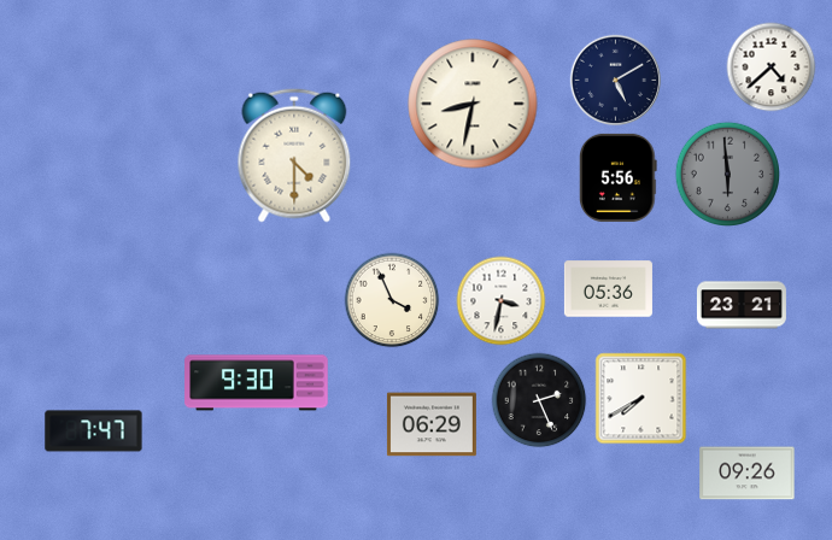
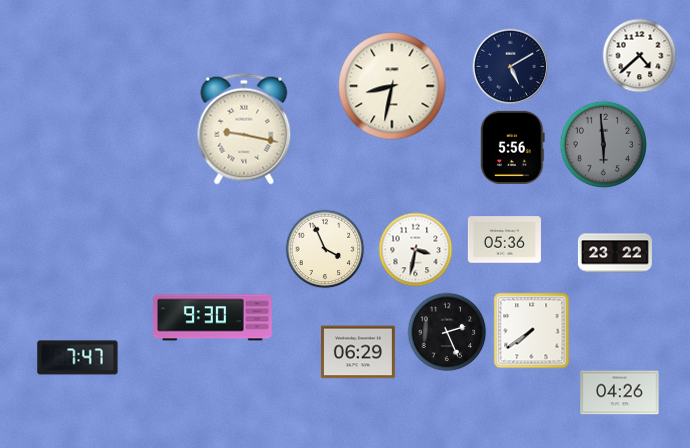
clock at (294, 155): 4:30 -> 9:17
clock at (742, 305): 23:21 -> 23:22
clock at (641, 399): 7:40 -> 7:39
clock at (748, 474): 09:26 -> 04:26
